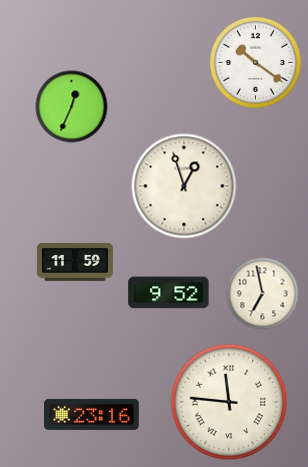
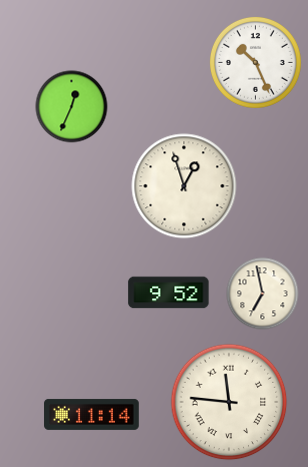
clock at (255, 62): 10:21 -> 10:26
clock at (75, 262): 11:59 -> none
clock at (92, 414): 23:16 -> 11:14
